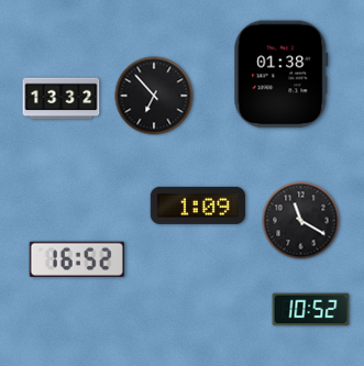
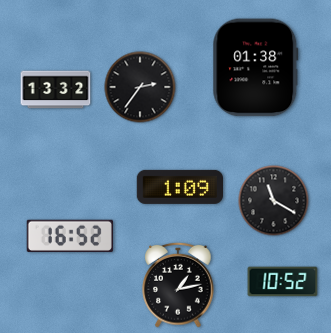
clock at (154, 96): 6:53 -> 2:36
clock at (178, 285): none -> 1:13
